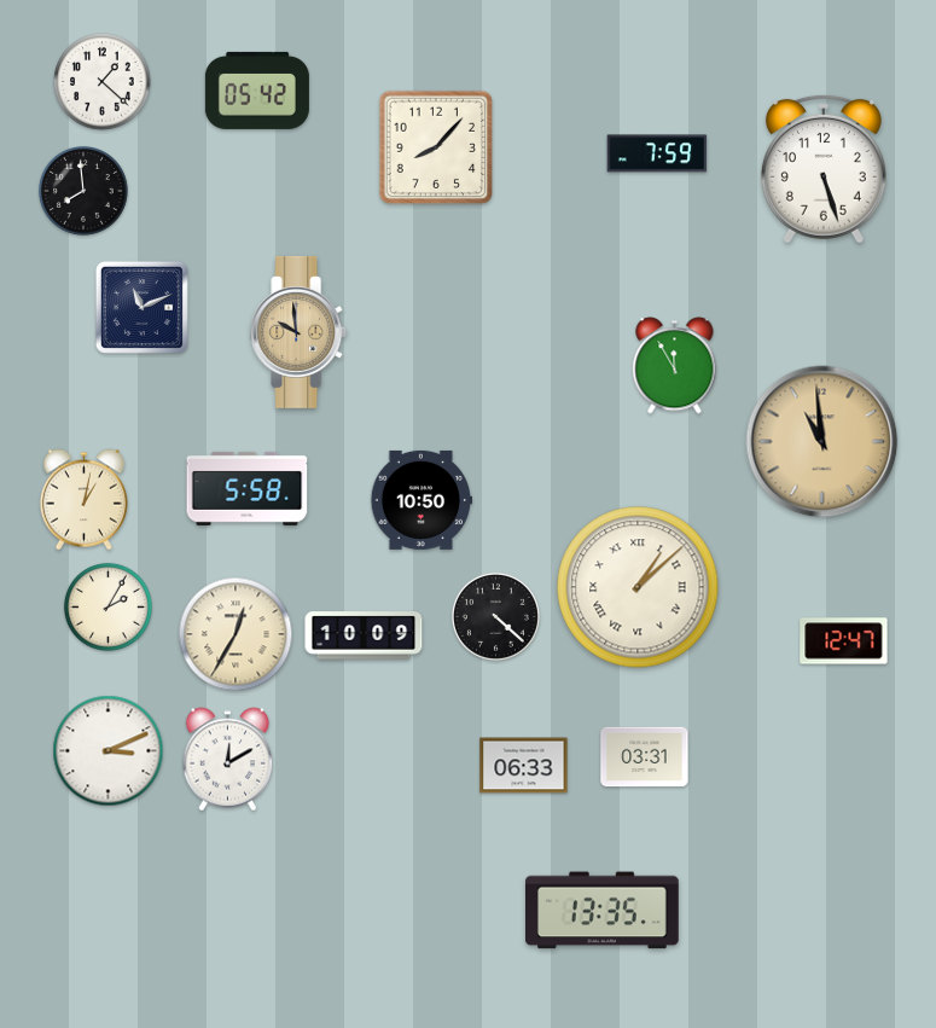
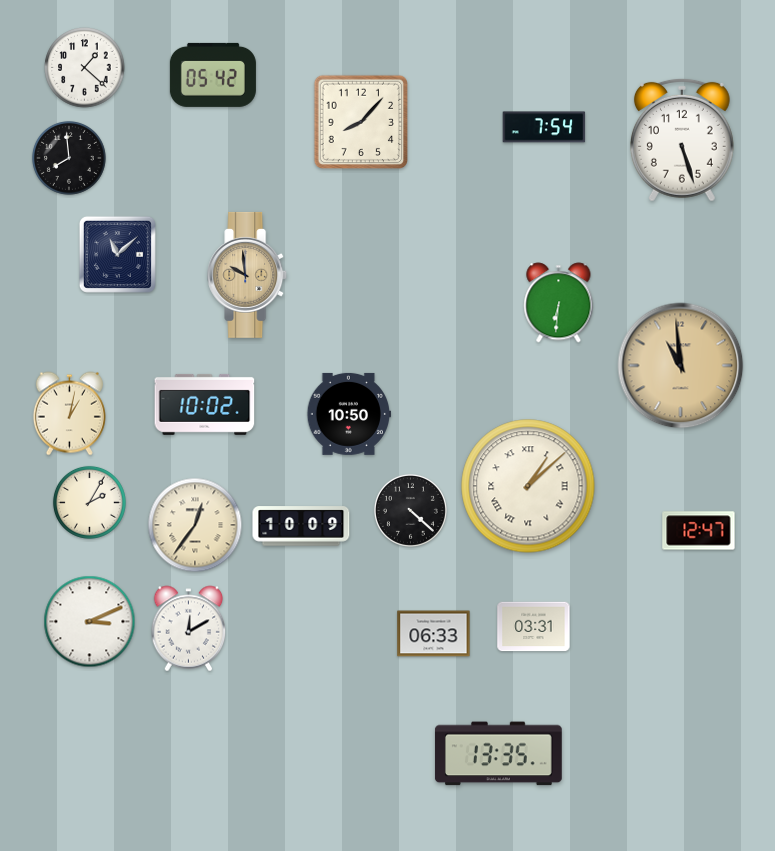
clock at (657, 153): 7:59 -> 7:54
clock at (141, 307): 11:11 -> 11:08
clock at (675, 366): 11:55 -> 6:31
clock at (248, 488): 5:58 -> 10:02
clock at (236, 634): 12:35 -> 12:36
